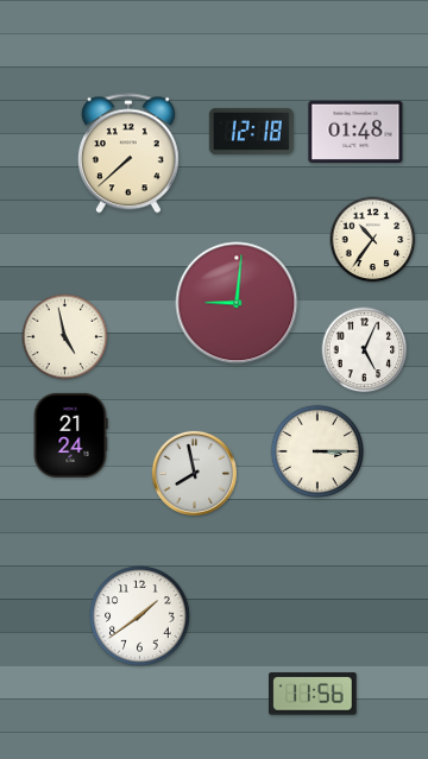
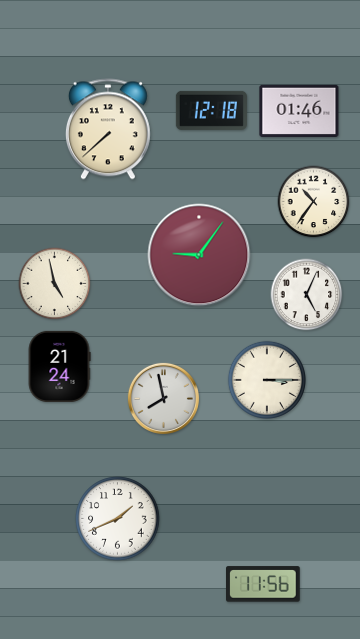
clock at (355, 131): 01:48 -> 01:46
clock at (237, 303): 9:01 -> 9:06
clock at (140, 616): 1:39 -> 1:41
